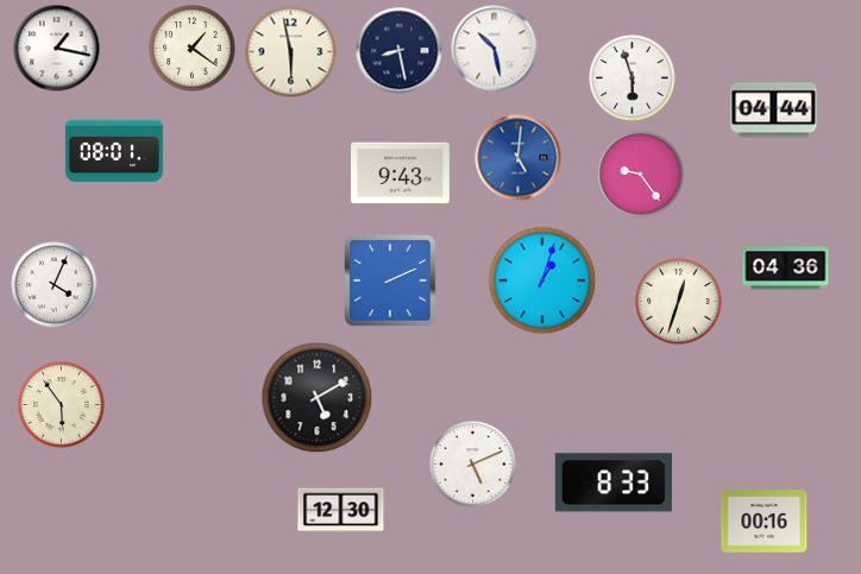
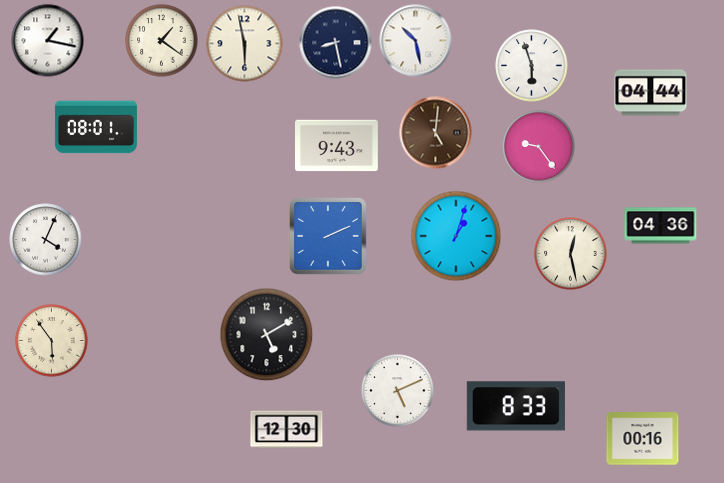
clock at (519, 158) dial: blue -> brown
clock at (679, 302): 12:33 -> 12:28
